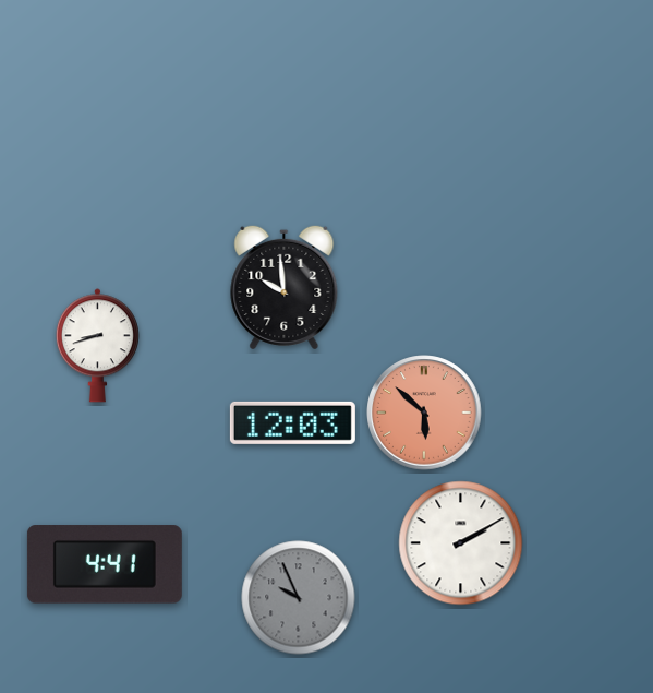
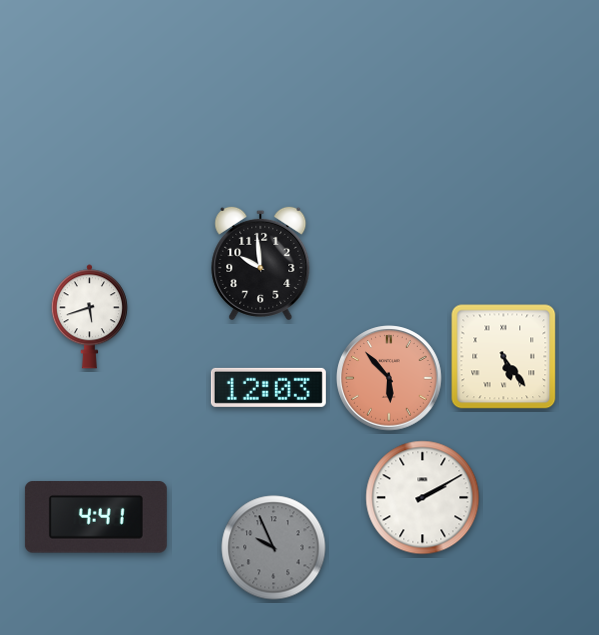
clock at (97, 346): 8:42 -> 5:42
clock at (504, 357): none -> 5:24
clock at (424, 413): 5:52 -> 5:53
